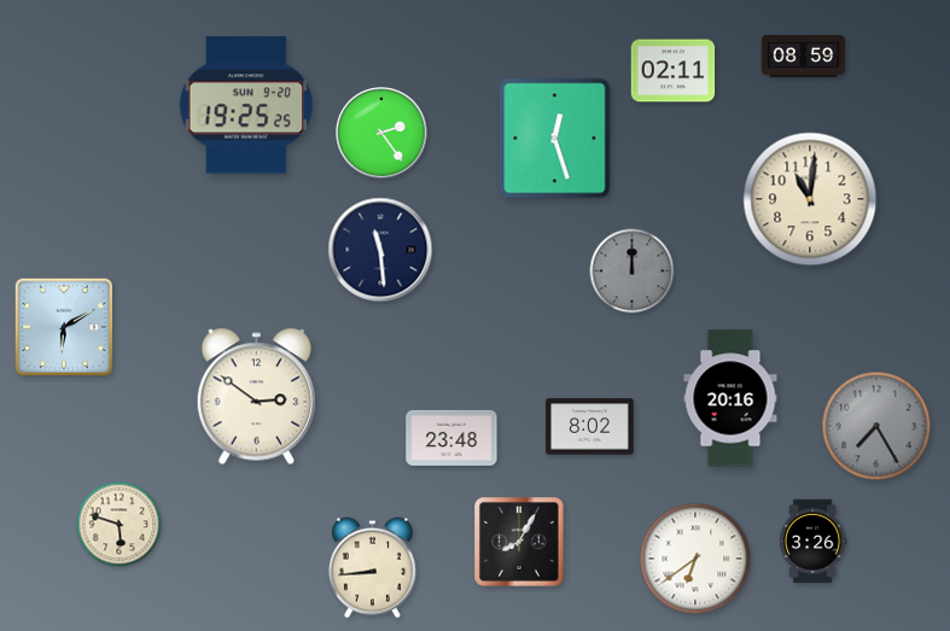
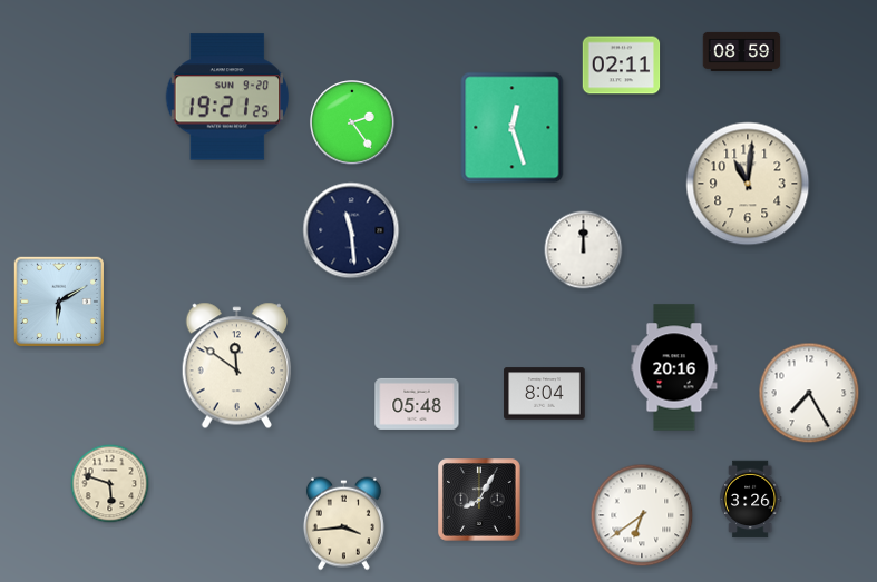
clock at (246, 105): 19:25 -> 19:21
clock at (633, 271) dial: grey -> white
clock at (256, 397): 2:51 -> 11:51
clock at (876, 426) dial: grey -> white
clock at (590, 427): 8:02 -> 8:04
clock at (451, 438): 23:48 -> 05:48
clock at (372, 568): 8:44 -> 3:44
